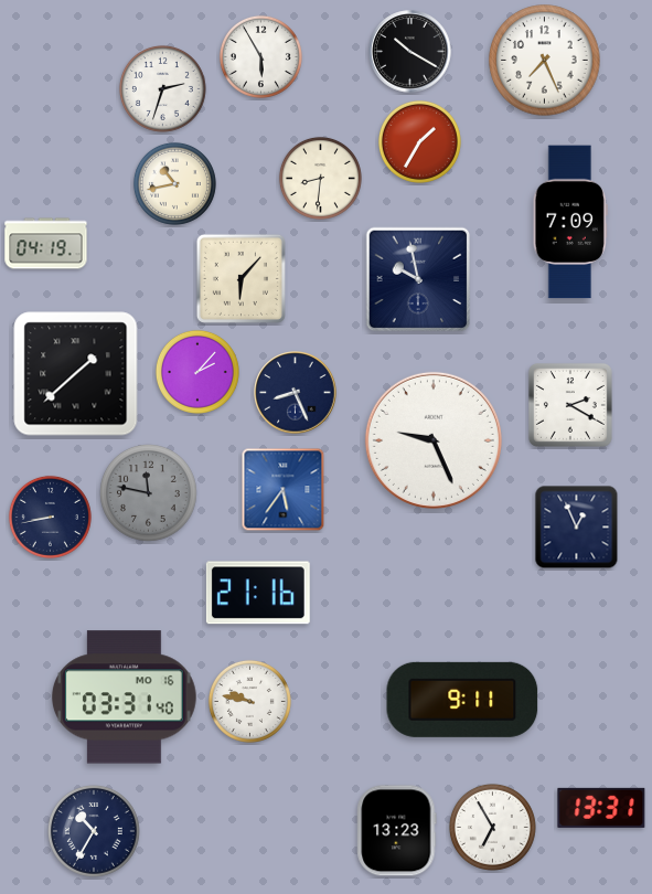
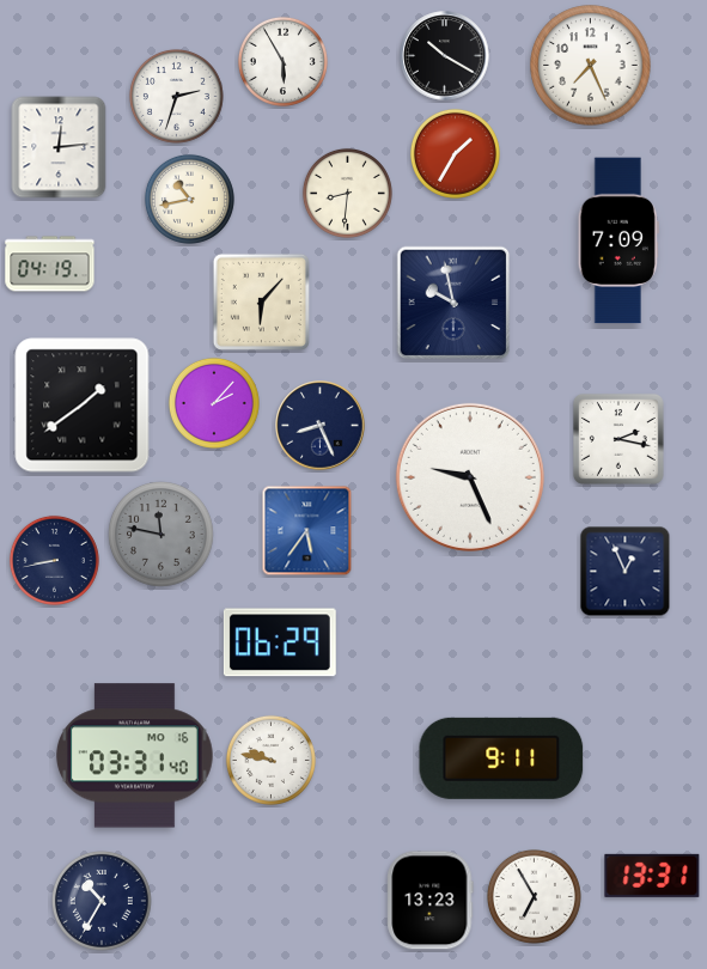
clock at (59, 147): none -> 12:14
clock at (76, 374): 1:38 -> 1:39
clock at (570, 405): 2:20 -> 2:17
clock at (258, 593): 21:16 -> 06:29
